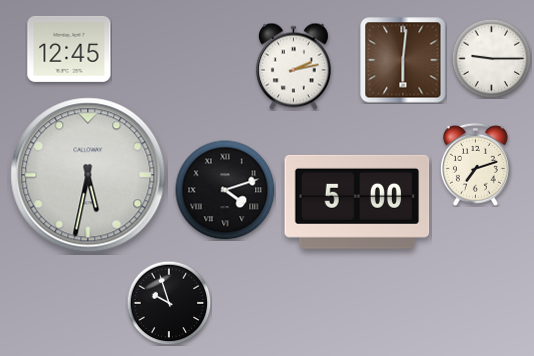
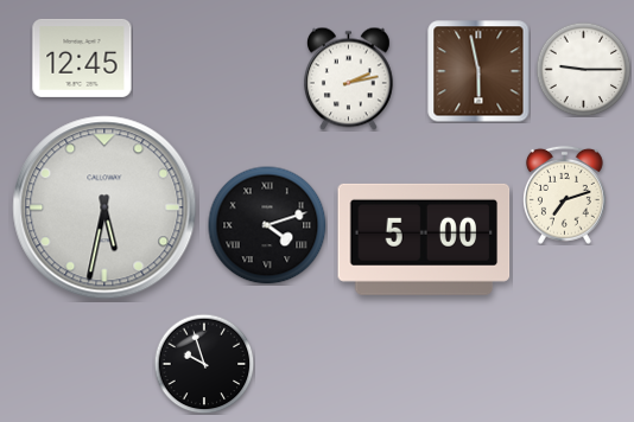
clock at (403, 60): 6:01 -> 5:58
clock at (169, 303) position: (169, 303) -> (204, 364)
